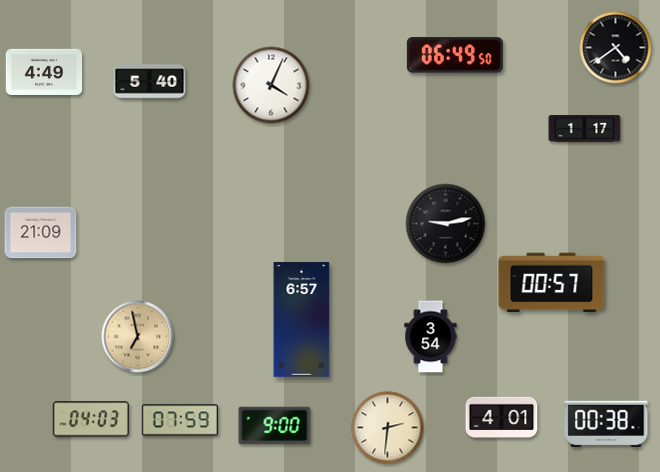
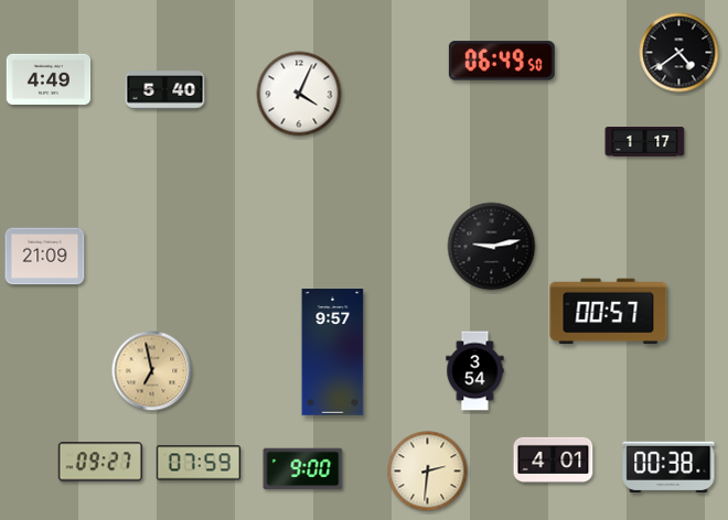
clock at (302, 320): 6:57 -> 9:57
clock at (90, 419): 04:03 -> 09:27
